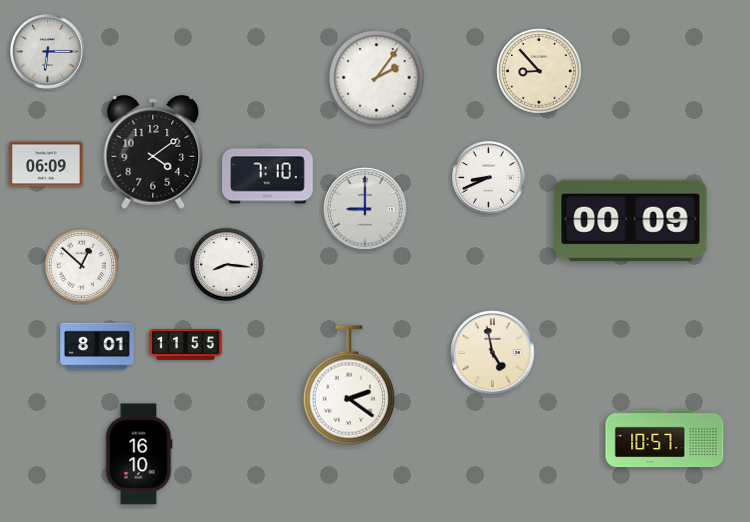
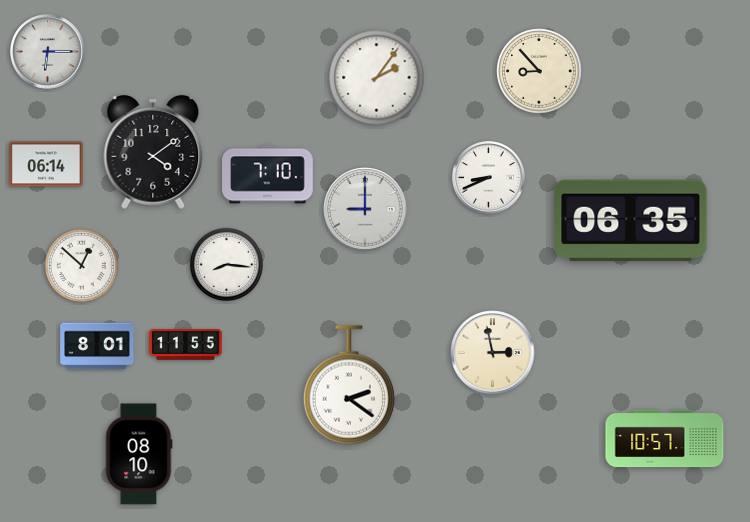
clock at (46, 164): 06:09 -> 06:14
clock at (631, 221): 00:09 -> 06:35
clock at (493, 353): 4:58 -> 2:58
clock at (139, 454): 16:10 -> 08:10
